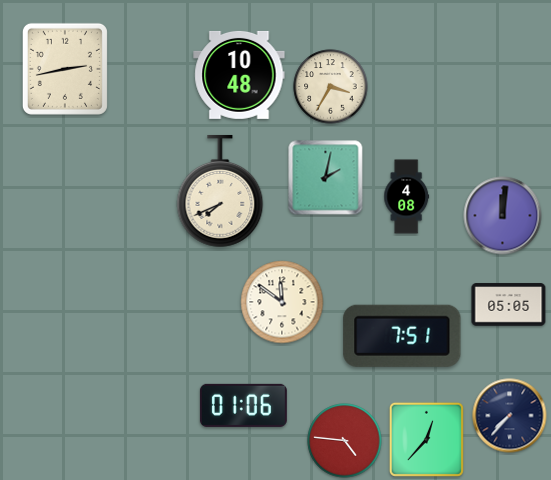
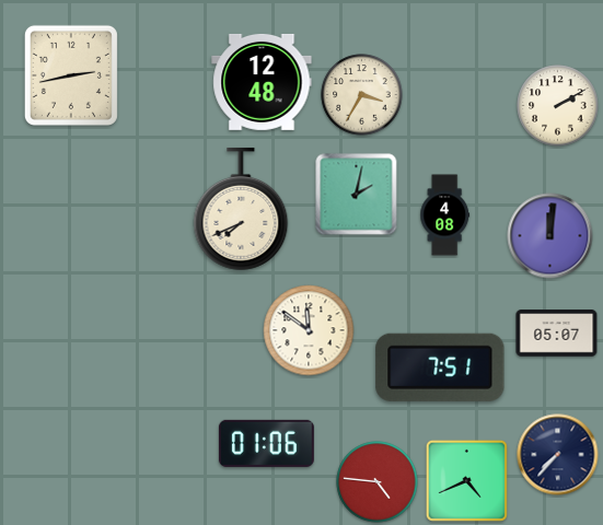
clock at (239, 75): 10:48 -> 12:48
clock at (558, 106): none -> 2:10
clock at (509, 305): 05:05 -> 05:07
clock at (426, 439): 12:37 -> 4:41
